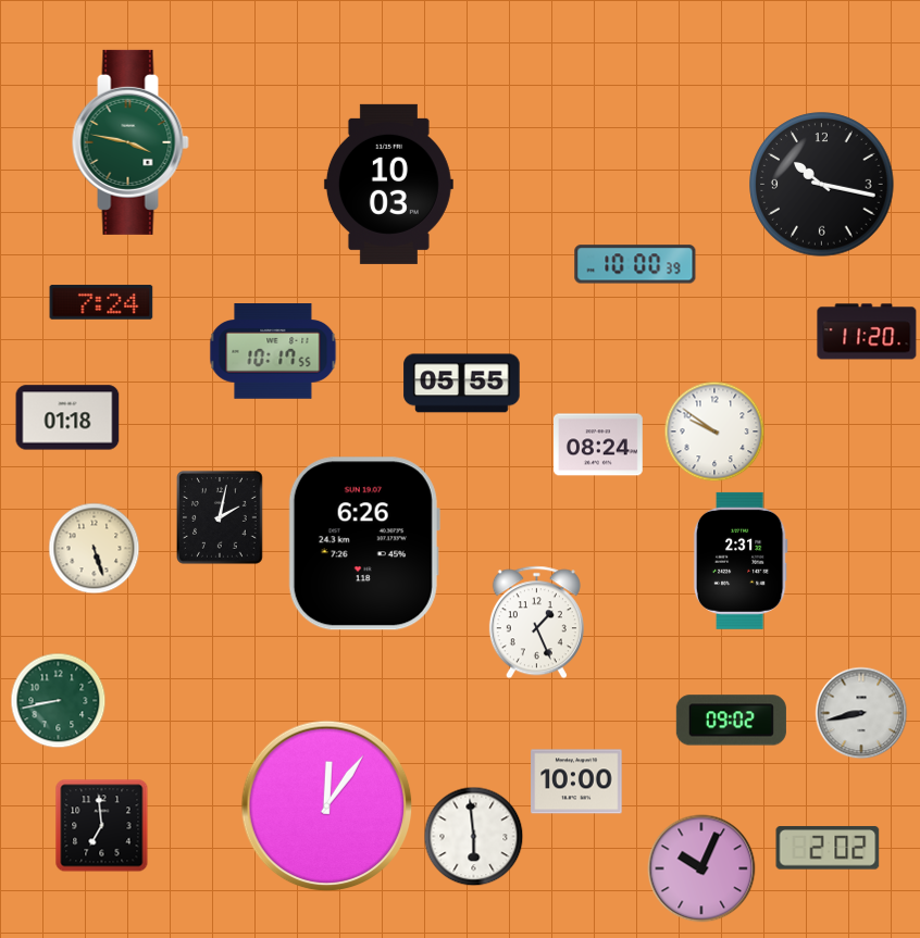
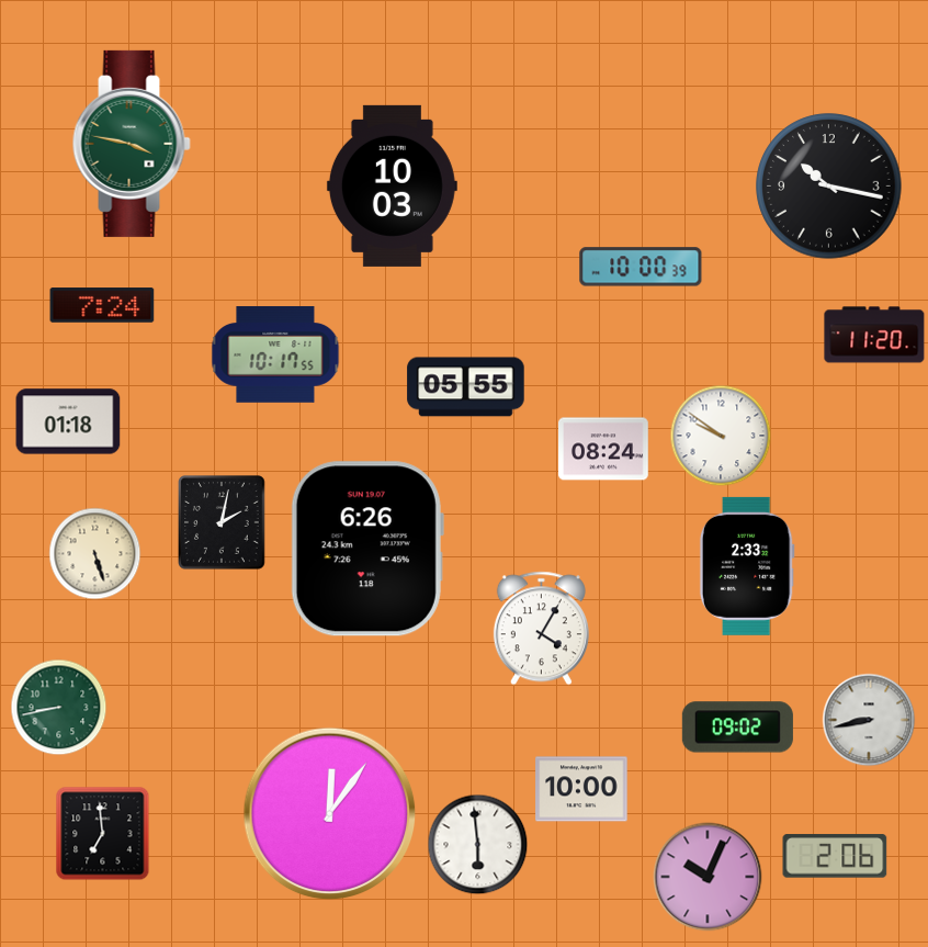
clock at (741, 561): 2:31 -> 2:33
clock at (536, 623): 1:26 -> 4:05
clock at (828, 848): 2:02 -> 2:06
